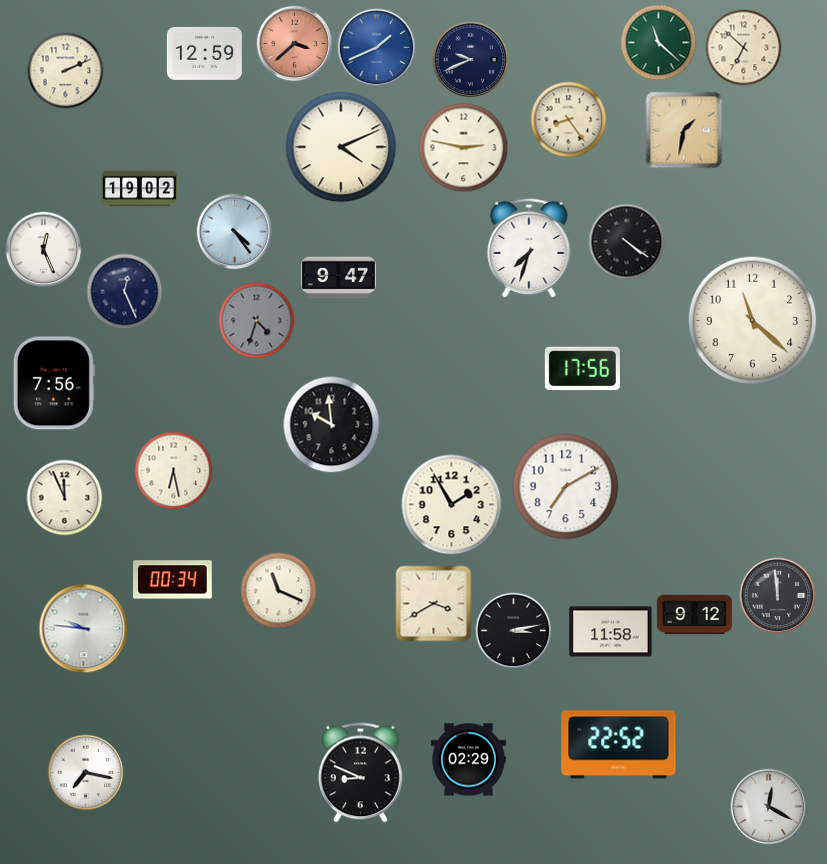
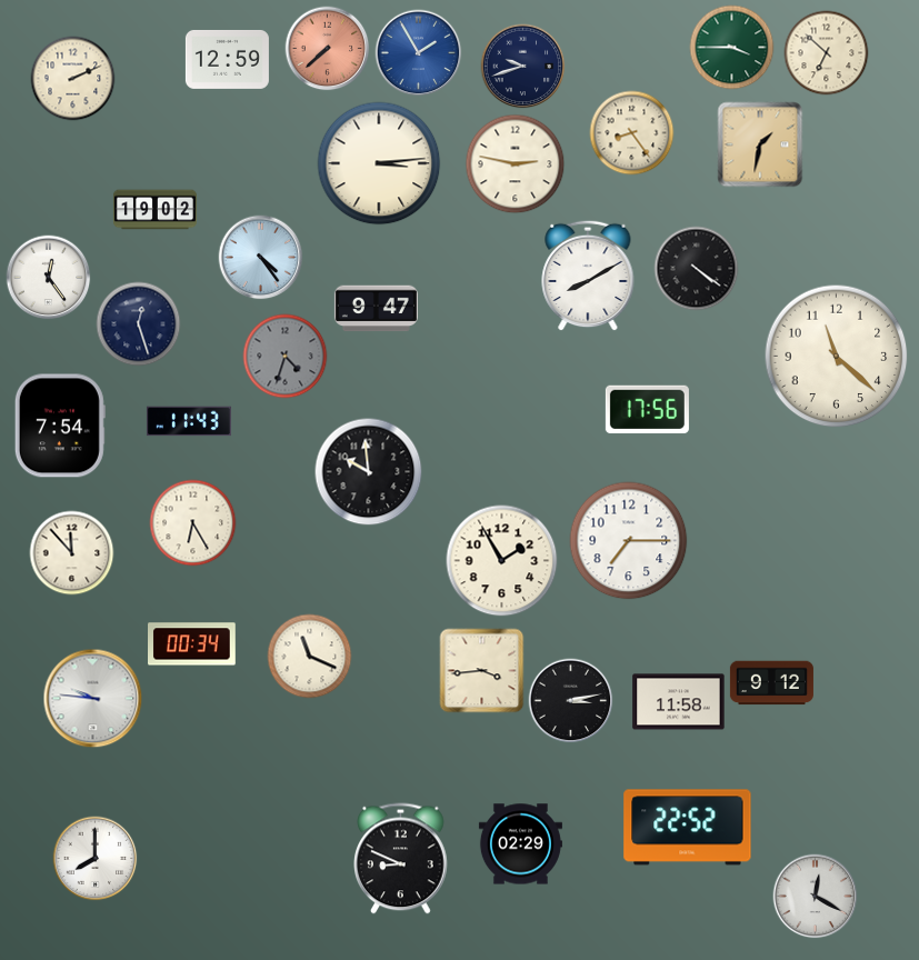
clock at (659, 43): 11:22 -> 3:45
clock at (295, 44): 3:38 -> 7:38
clock at (377, 48): 1:41 -> 1:55
clock at (471, 60): 9:41 -> 9:42
clock at (341, 147): 4:11 -> 3:14
clock at (529, 248): 7:33 -> 8:10
clock at (44, 250): 12:26 -> 12:24
clock at (125, 292): 12:26 -> 12:27
clock at (189, 421): none -> 11:43
clock at (54, 383): 7:56 -> 7:54
clock at (174, 471): 6:28 -> 6:25
clock at (566, 487): 7:10 -> 7:15
clock at (65, 498): 11:56 -> 11:53
clock at (778, 596): 11:59 -> none
clock at (434, 604): 3:40 -> 3:44
clock at (86, 773): 7:17 -> 8:00
clock at (769, 807) position: (769, 807) -> (816, 897)
